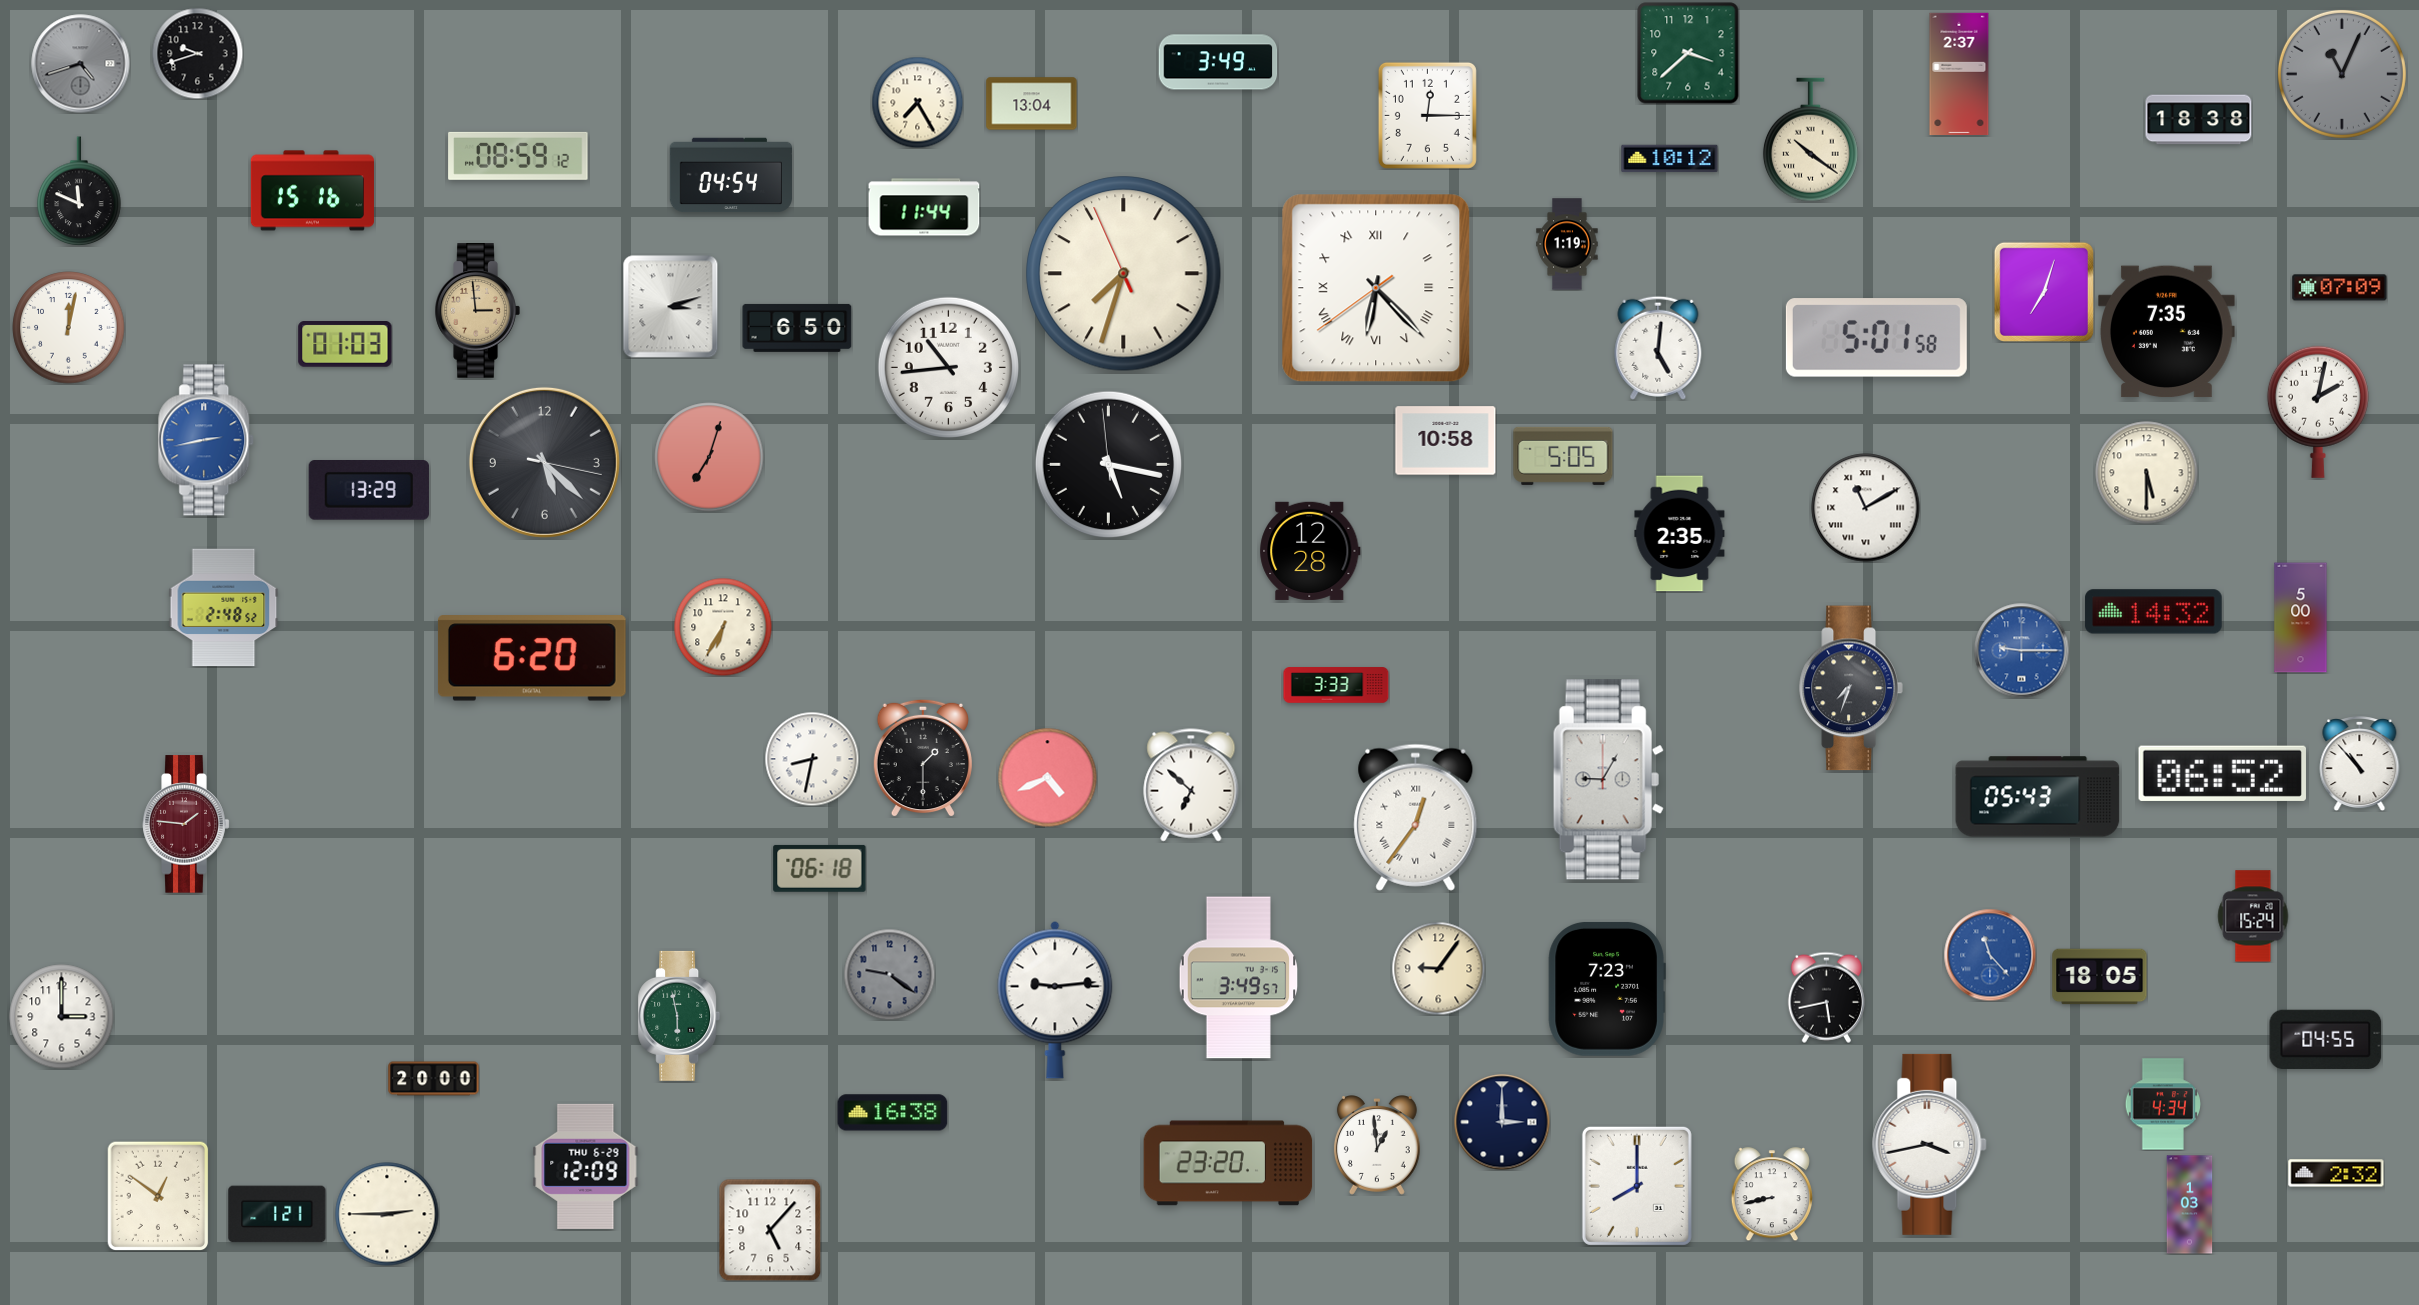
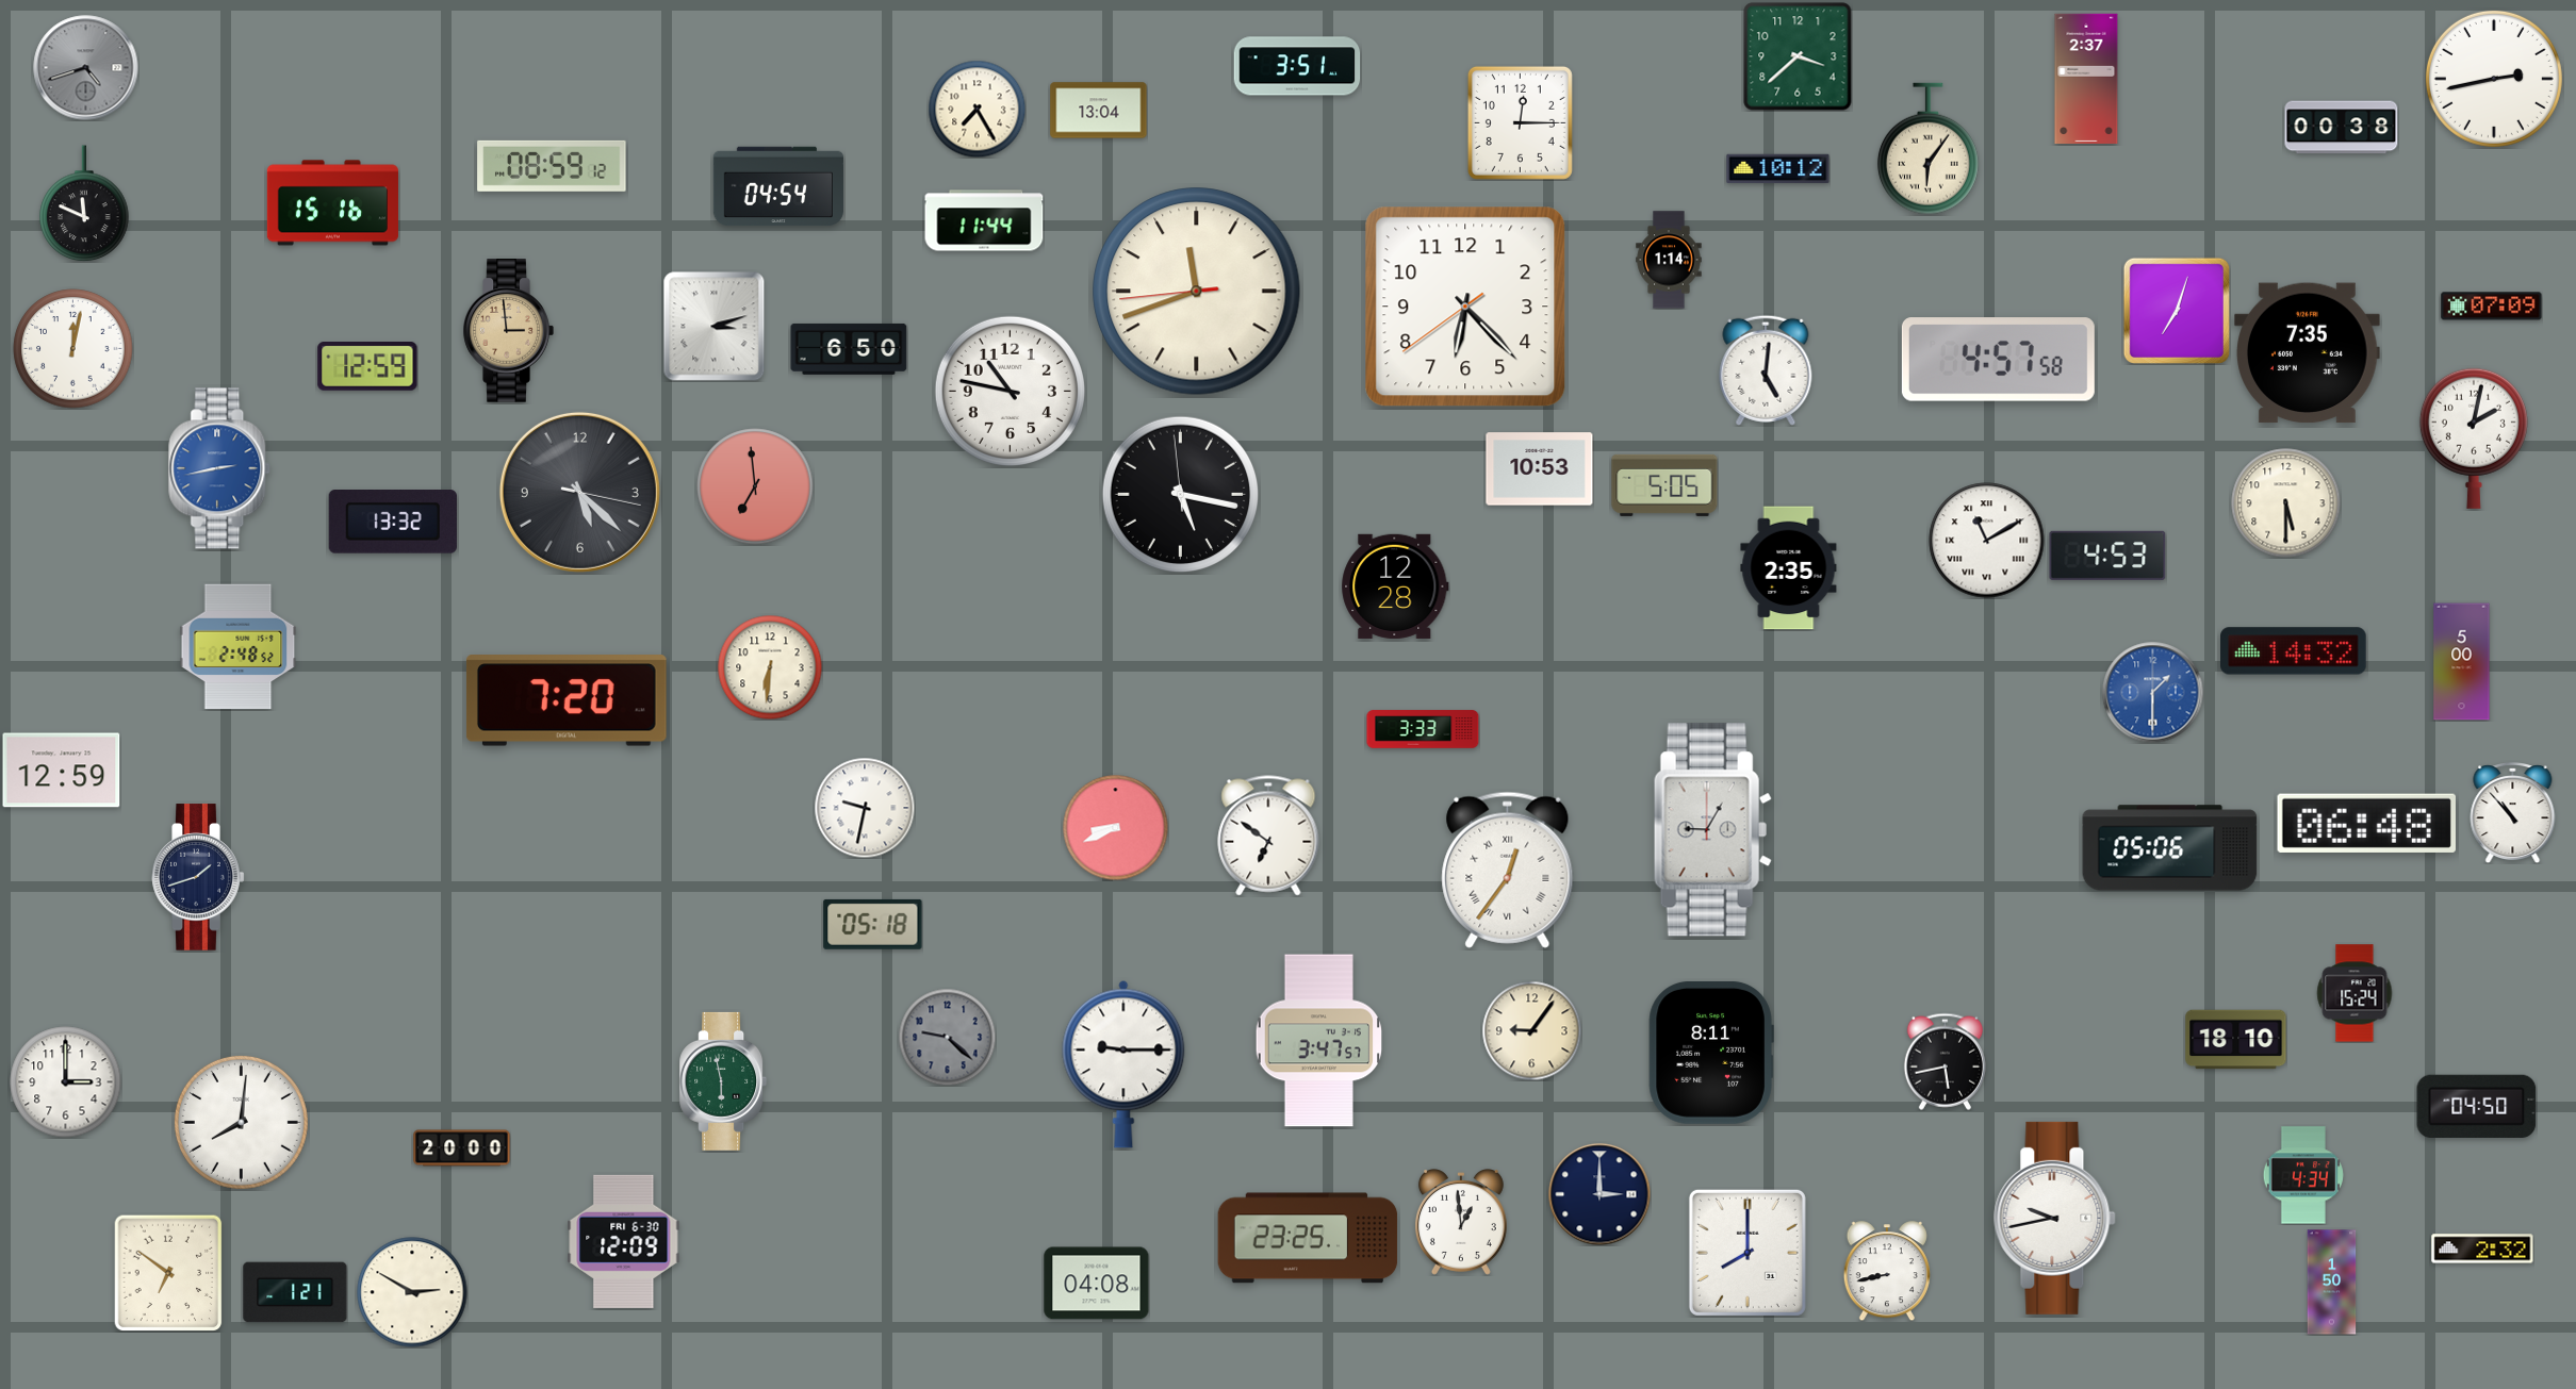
clock at (197, 53): 9:42 -> none
clock at (1218, 62): 3:49 -> 3:51
clock at (2342, 74): 11:04 -> 2:43
clock at (2342, 74) dial: grey -> white
clock at (2199, 120): 18:38 -> 00:38
clock at (1810, 140): 10:21 -> 6:06
clock at (1567, 244): 1:19 -> 1:14
clock at (1124, 274): 7:32 -> 11:41
clock at (1376, 288) numerals: Roman -> Arabic
clock at (1876, 338): 5:01 -> 4:57
clock at (345, 345): 01:03 -> 12:59
clock at (948, 367): 10:44 -> 10:47
clock at (2318, 412) position: (2318, 412) -> (2474, 439)
clock at (1446, 441): 10:58 -> 10:53
clock at (709, 457): 7:03 -> 6:59
clock at (369, 490): 13:29 -> 13:32
clock at (2107, 556): none -> 4:53
clock at (2301, 618) position: (2301, 618) -> (2462, 662)
clock at (723, 627): 6:35 -> 6:31
clock at (2021, 650): 9:15 -> 1:30
clock at (532, 658): 6:20 -> 7:20
clock at (1851, 688): 7:33 -> none
clock at (62, 771): none -> 12:59
clock at (923, 758): 1:30 -> none
clock at (812, 759): 8:32 -> 9:32
clock at (2222, 773): 06:52 -> 06:48
clock at (1048, 778): 4:41 -> 8:41
clock at (1191, 785): 6:52 -> 6:51
clock at (2038, 797): 05:43 -> 05:06
clock at (186, 824): 1:46 -> 1:42
clock at (186, 824) dial: burgundy -> navy
clock at (820, 868): 06:18 -> 05:18
clock at (2253, 916) position: (2253, 916) -> (2355, 993)
clock at (1990, 955): 11:23 -> none
clock at (889, 974): 9:21 -> 9:22
clock at (2100, 977): 18:05 -> 18:10
clock at (1239, 978): 3:49 -> 3:47
clock at (1607, 989): 7:23 -> 8:11
clock at (1055, 1000): 9:14 -> 9:15
clock at (2326, 1039): 04:55 -> 04:50
clock at (241, 1122): none -> 8:01
clock at (893, 1113): 16:38 -> none
clock at (1930, 1144): 3:43 -> 9:43
clock at (1377, 1145) position: (1377, 1145) -> (1461, 1222)
clock at (1228, 1163): 23:20 -> 23:25
clock at (586, 1166) date: THU 6-29 -> FRI 6-30
clock at (2336, 1173) position: (2336, 1173) -> (2482, 1249)
clock at (1637, 1186) position: (1637, 1186) -> (1748, 1253)
clock at (158, 1196): 12:51 -> 6:51
clock at (2190, 1205): 1:03 -> 1:50
clock at (1097, 1284): none -> 04:08
clock at (387, 1214): 2:45 -> 2:50
clock at (770, 1230): 5:07 -> none
